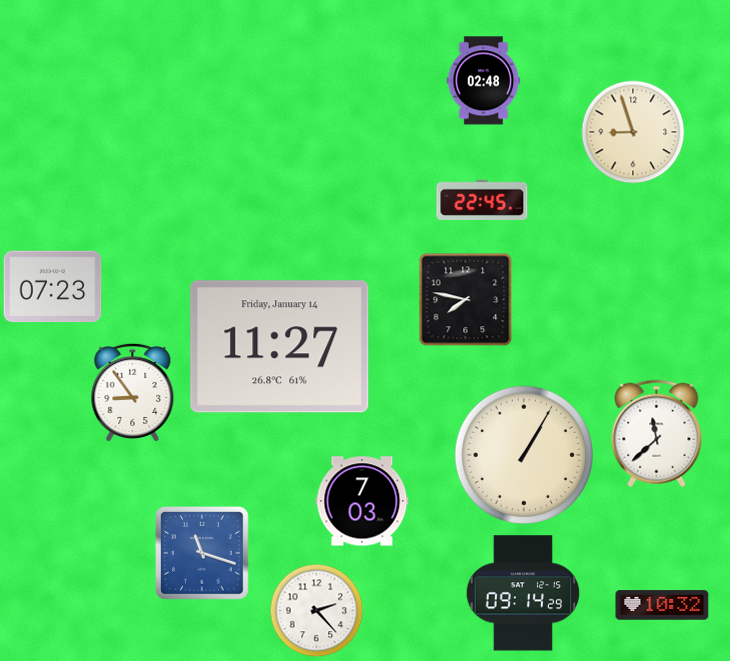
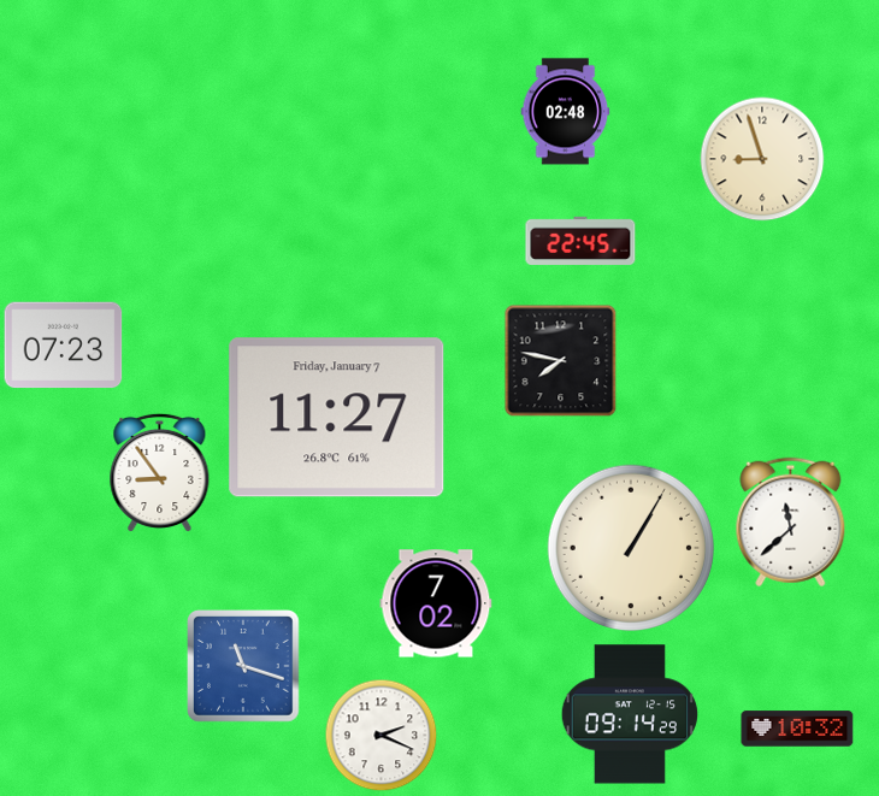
clock at (484, 81) position: (484, 81) -> (566, 112)
clock at (280, 347) date: Friday, January 14 -> Friday, January 7
clock at (362, 501): 7:03 -> 7:02
clock at (317, 611): 2:23 -> 2:19
